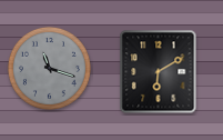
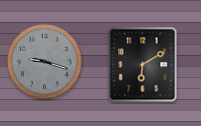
clock at (49, 68): 11:18 -> 9:18
